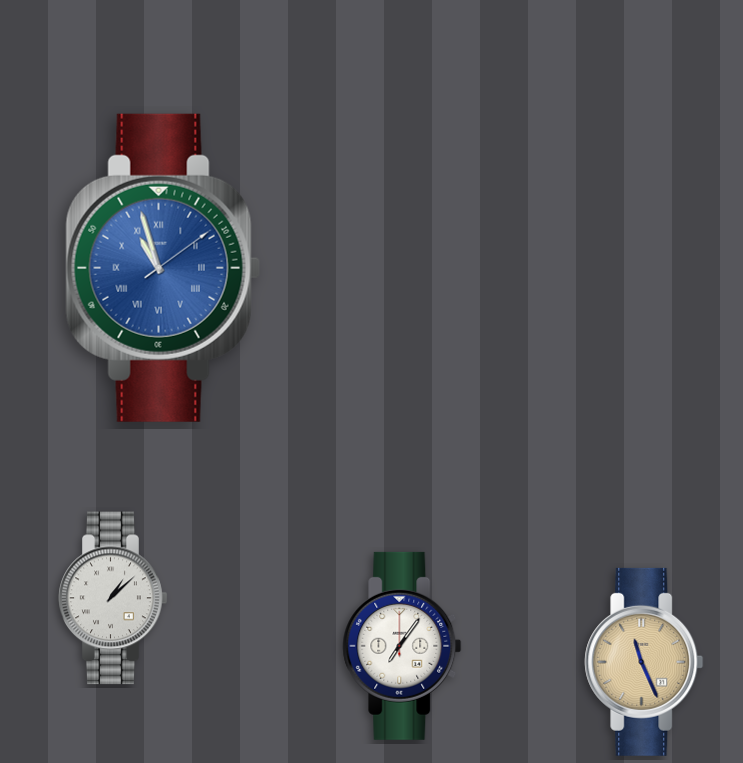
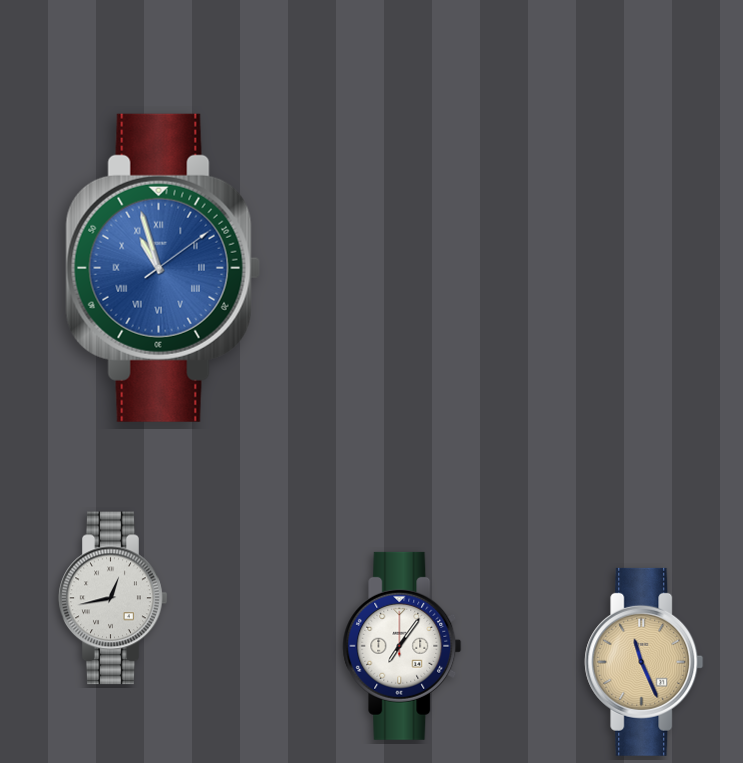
clock at (113, 598): 1:08 -> 12:43
